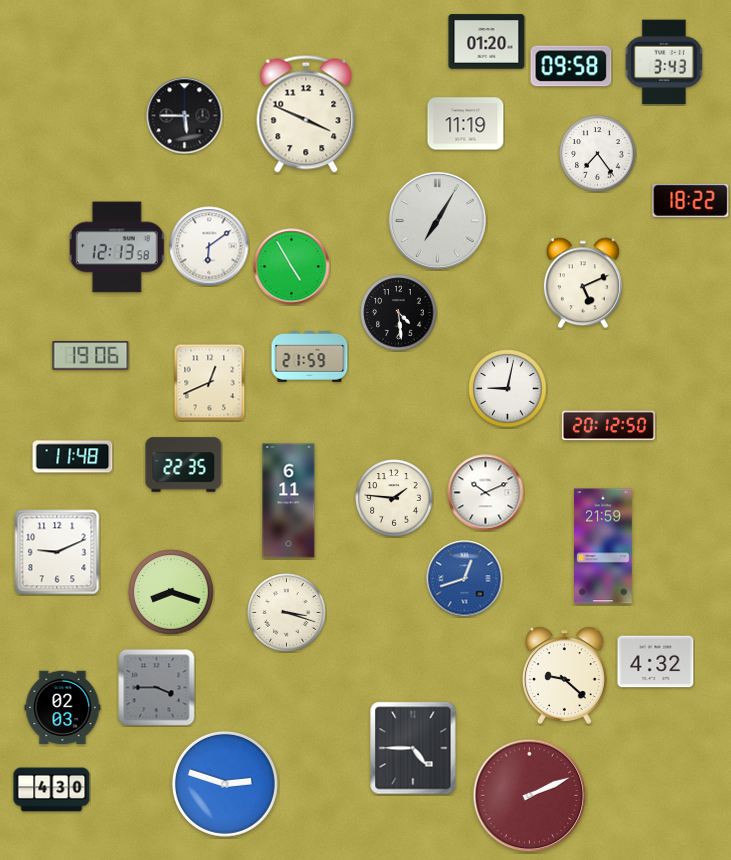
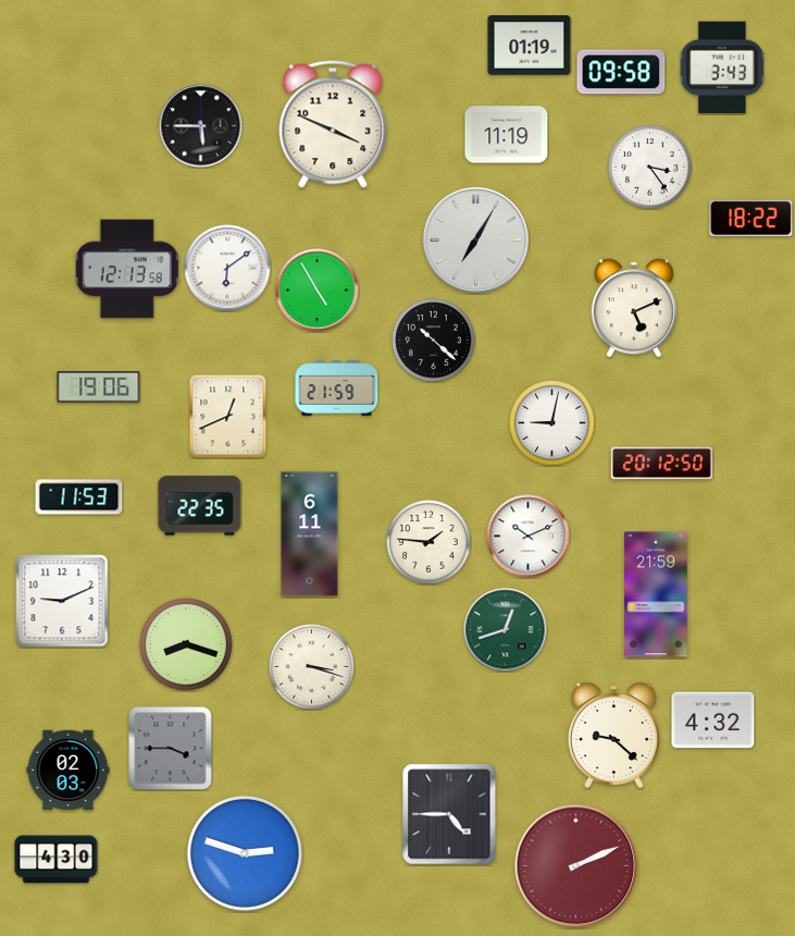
clock at (487, 42): 01:20 -> 01:19
clock at (598, 154): 7:24 -> 3:24
clock at (399, 313): 4:29 -> 10:22
clock at (73, 457): 11:48 -> 11:53
clock at (289, 501) position: (289, 501) -> (310, 534)
clock at (465, 579) dial: blue -> green
